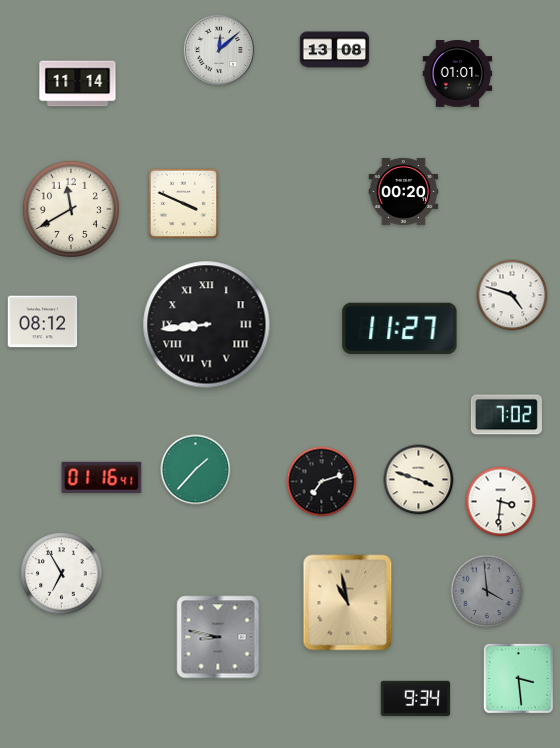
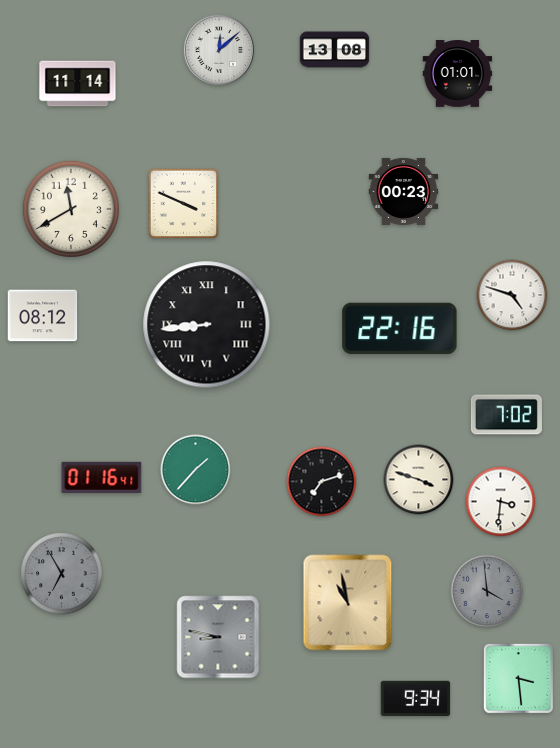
clock at (404, 191): 00:20 -> 00:23
clock at (43, 322) position: (43, 322) -> (43, 316)
clock at (400, 329): 11:27 -> 22:16
clock at (62, 574) dial: white -> grey
